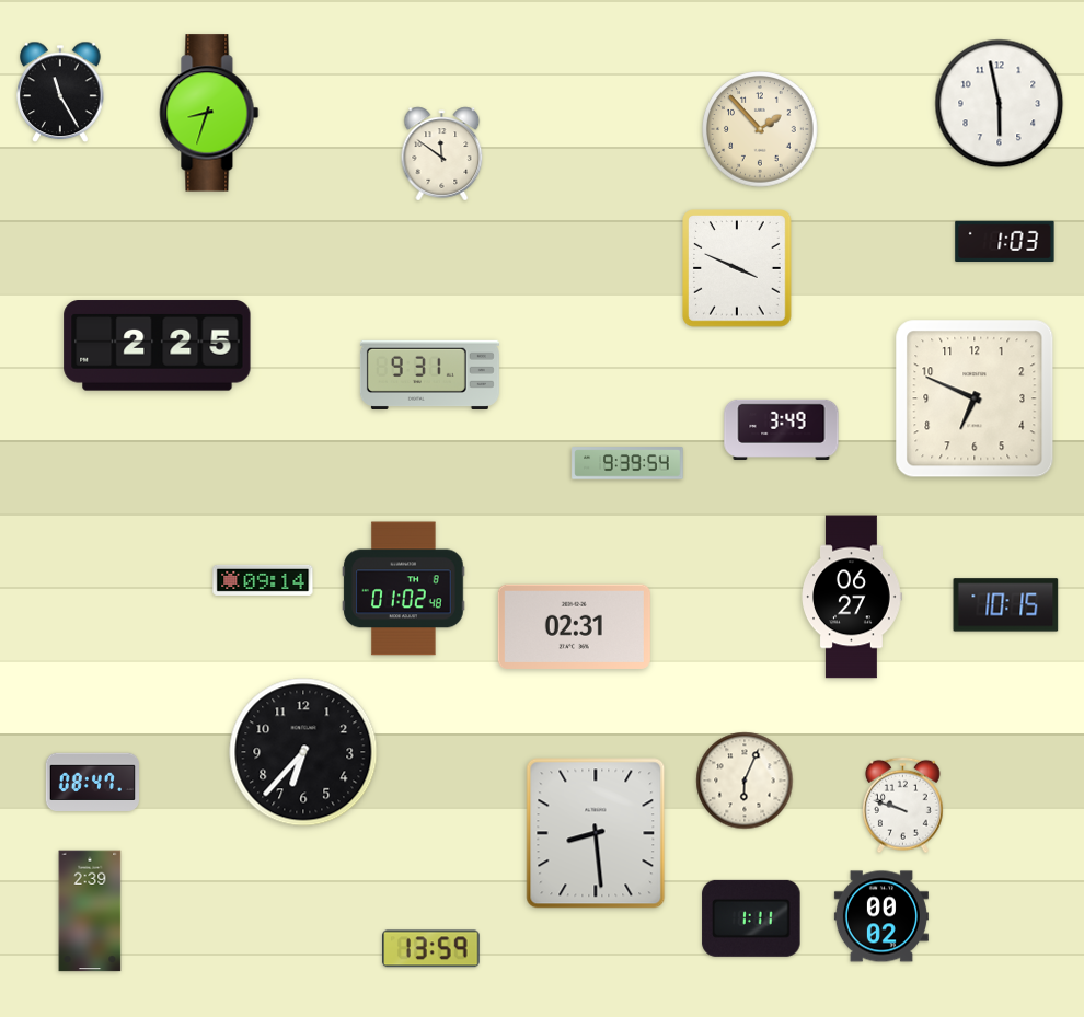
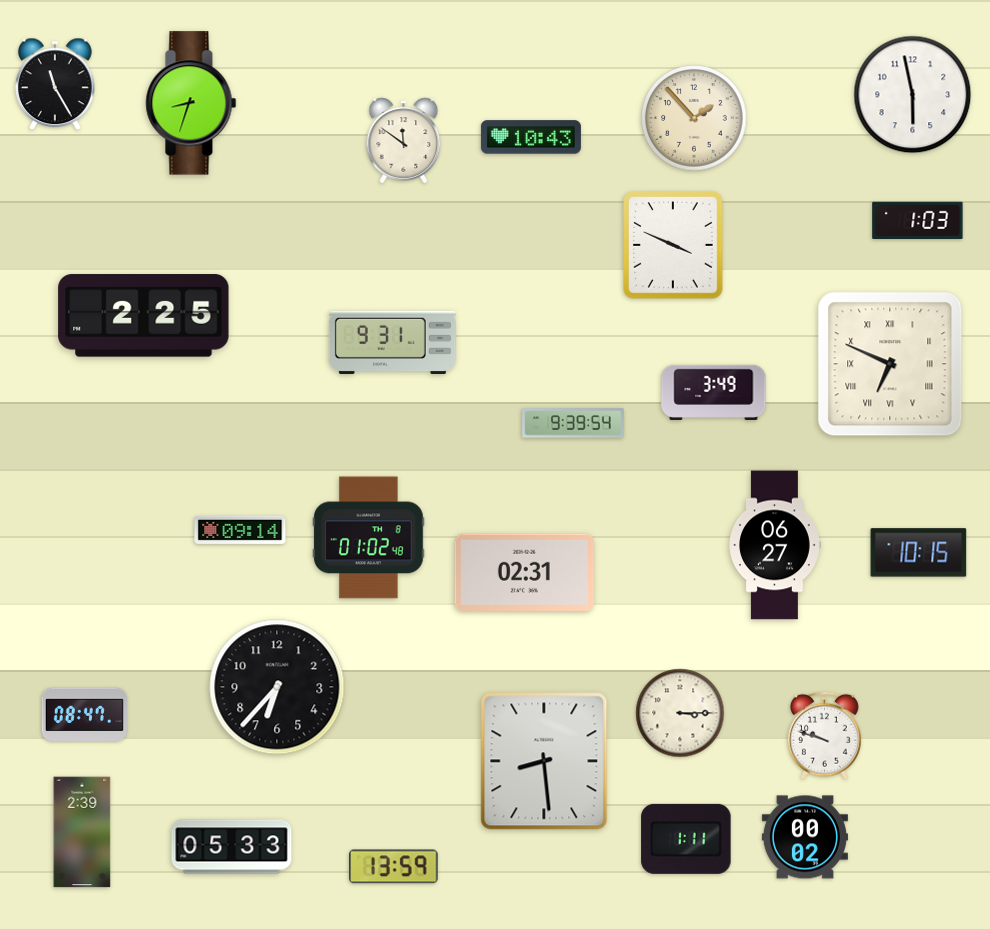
clock at (531, 137): none -> 10:43
clock at (975, 398) numerals: Arabic -> Roman
clock at (852, 597) position: (852, 597) -> (775, 545)
clock at (745, 781): 6:04 -> 3:15
clock at (232, 847): none -> 05:33
